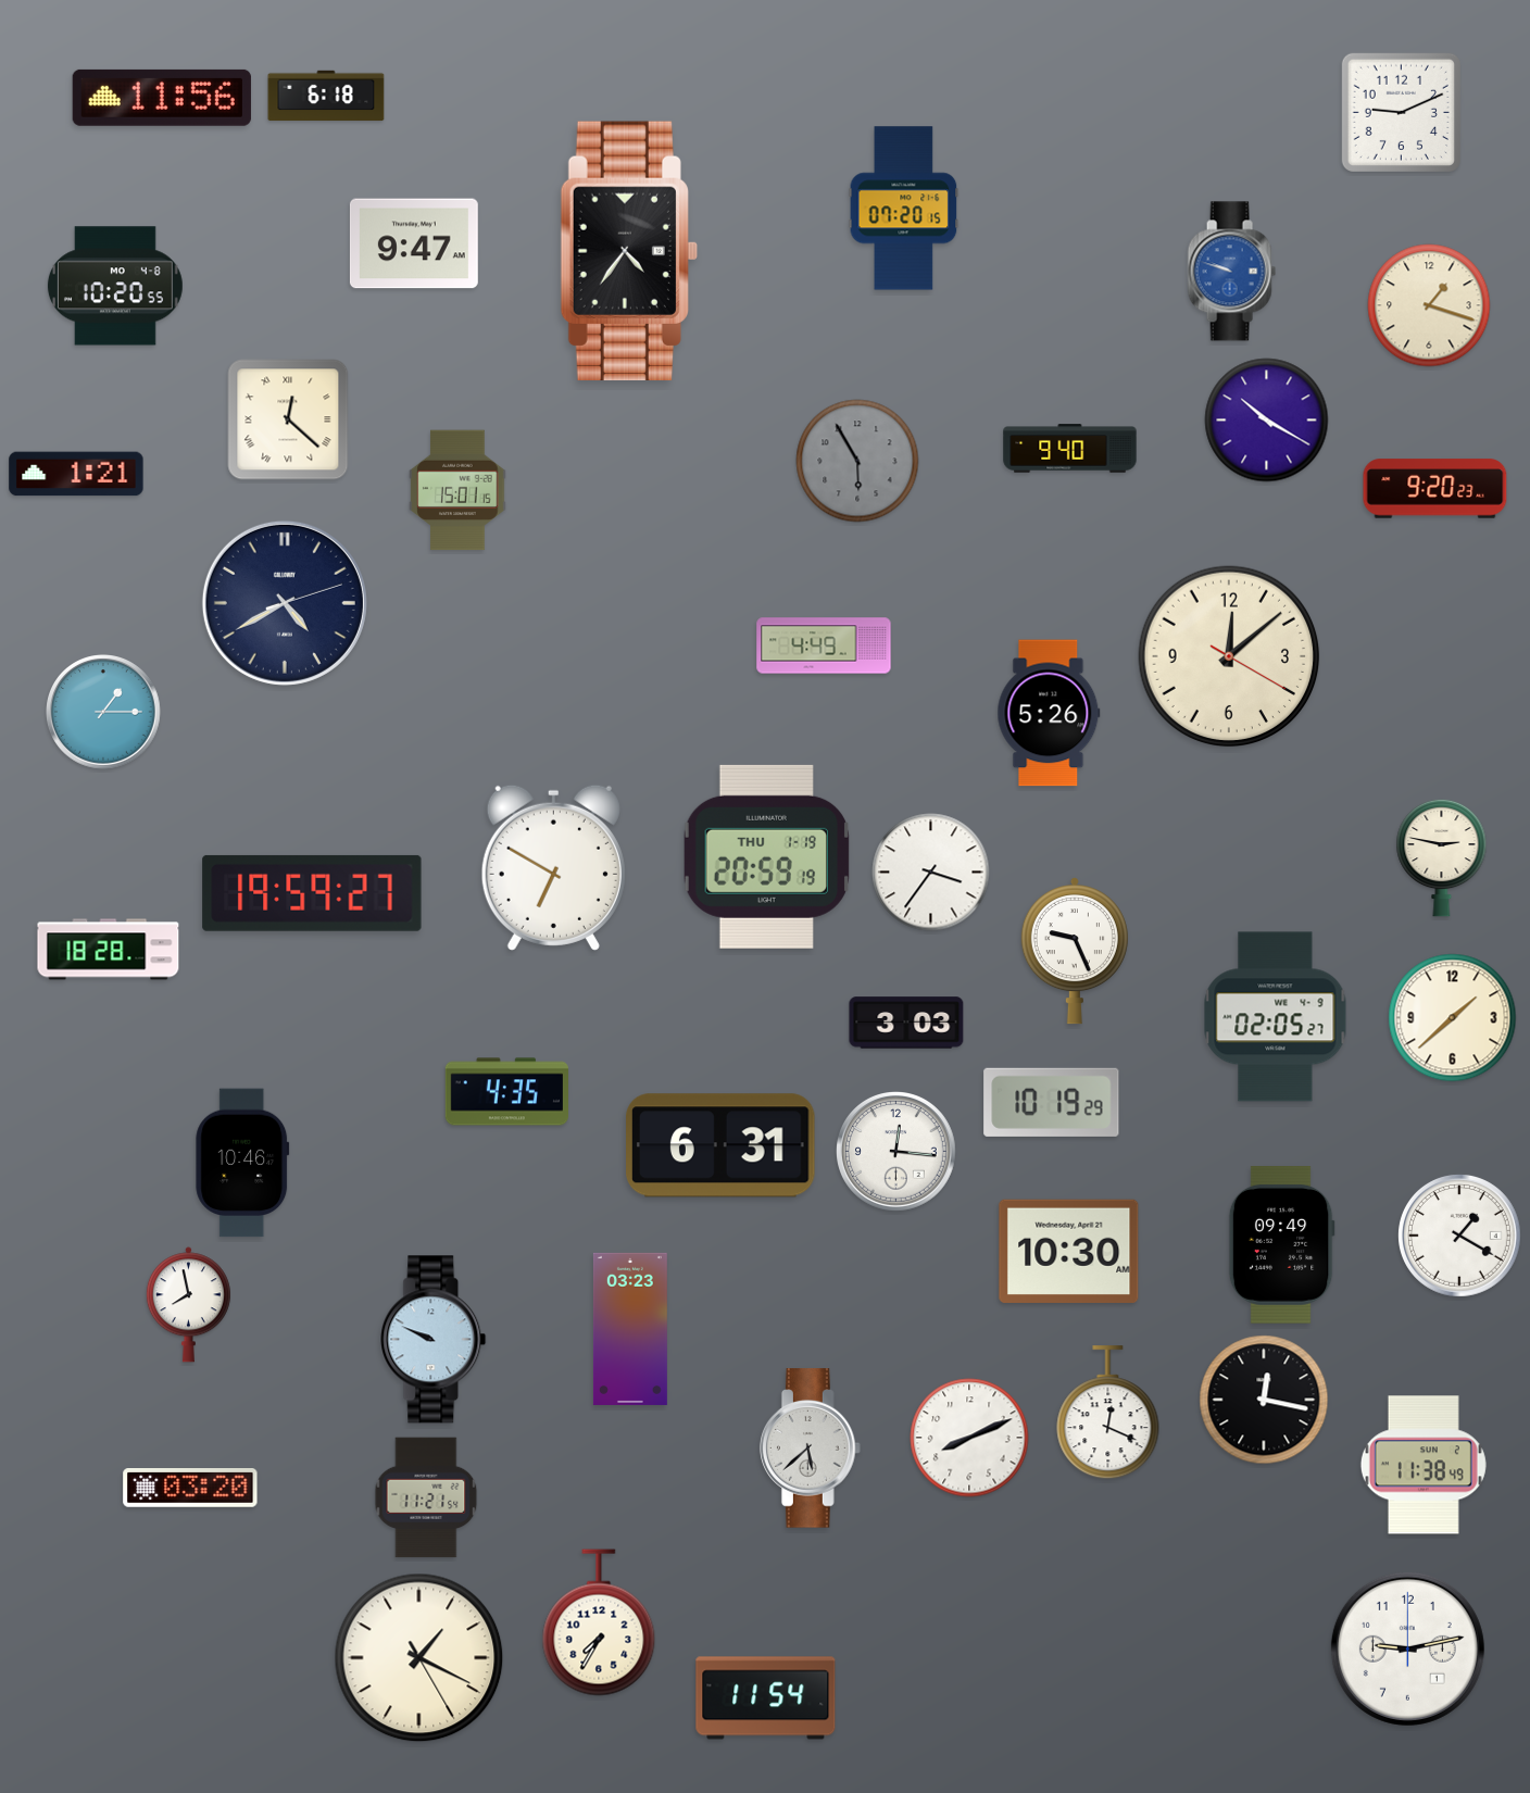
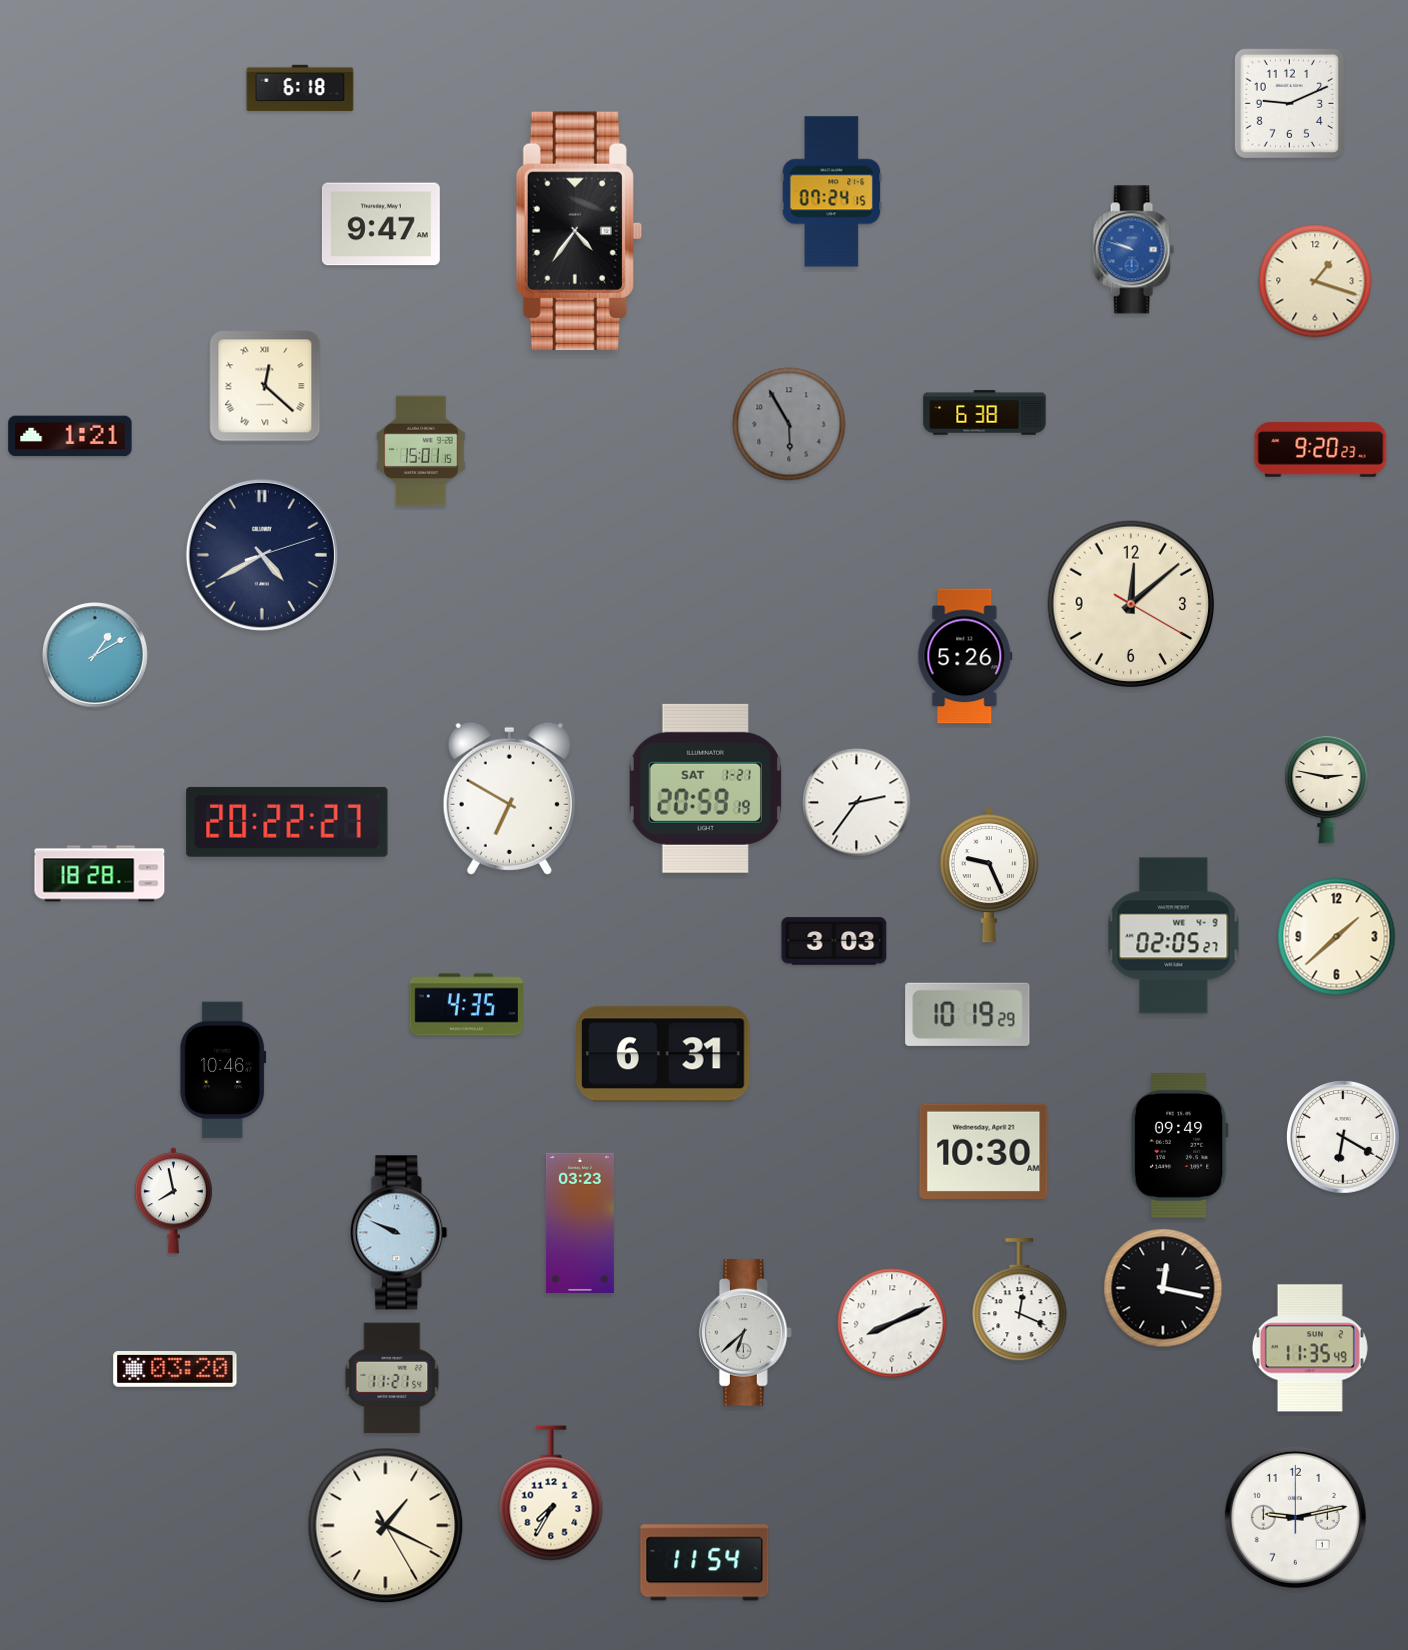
clock at (162, 98): 11:56 -> none
clock at (904, 209): 07:20 -> 07:24
clock at (115, 286): 10:20 -> none
clock at (1267, 421): 10:20 -> none
clock at (1070, 449): 9:40 -> 6:38
clock at (824, 645): 4:49 -> none
clock at (104, 713): 1:15 -> 1:10
clock at (766, 856) date: THU 1-19 -> SAT 1-21
clock at (931, 873): 3:36 -> 2:36
clock at (312, 893): 19:59 -> 20:22
clock at (896, 1152): 12:16 -> none
clock at (1459, 1236): 1:20 -> 6:20
clock at (810, 1449): 5:38 -> 6:38
clock at (1424, 1465): 11:38 -> 11:35
